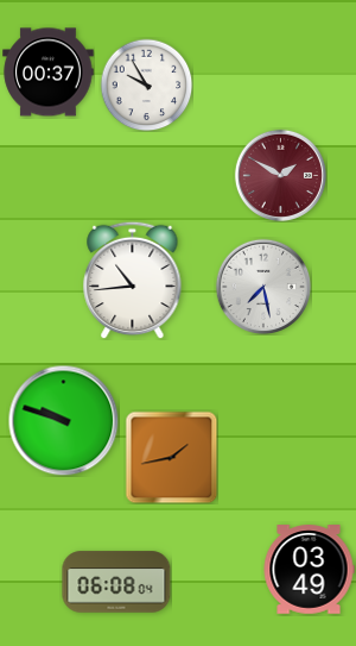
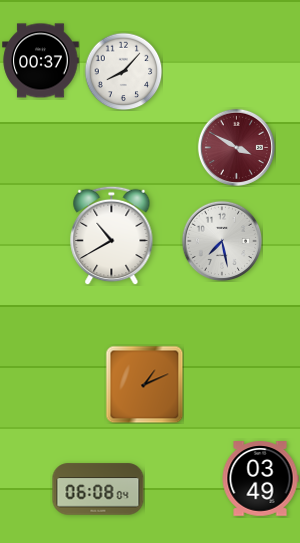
clock at (146, 84): 9:55 -> 8:07
clock at (280, 175): 1:50 -> 3:50
clock at (133, 280): 10:44 -> 10:40
clock at (63, 420): 9:48 -> none
clock at (171, 457): 1:43 -> 1:11
